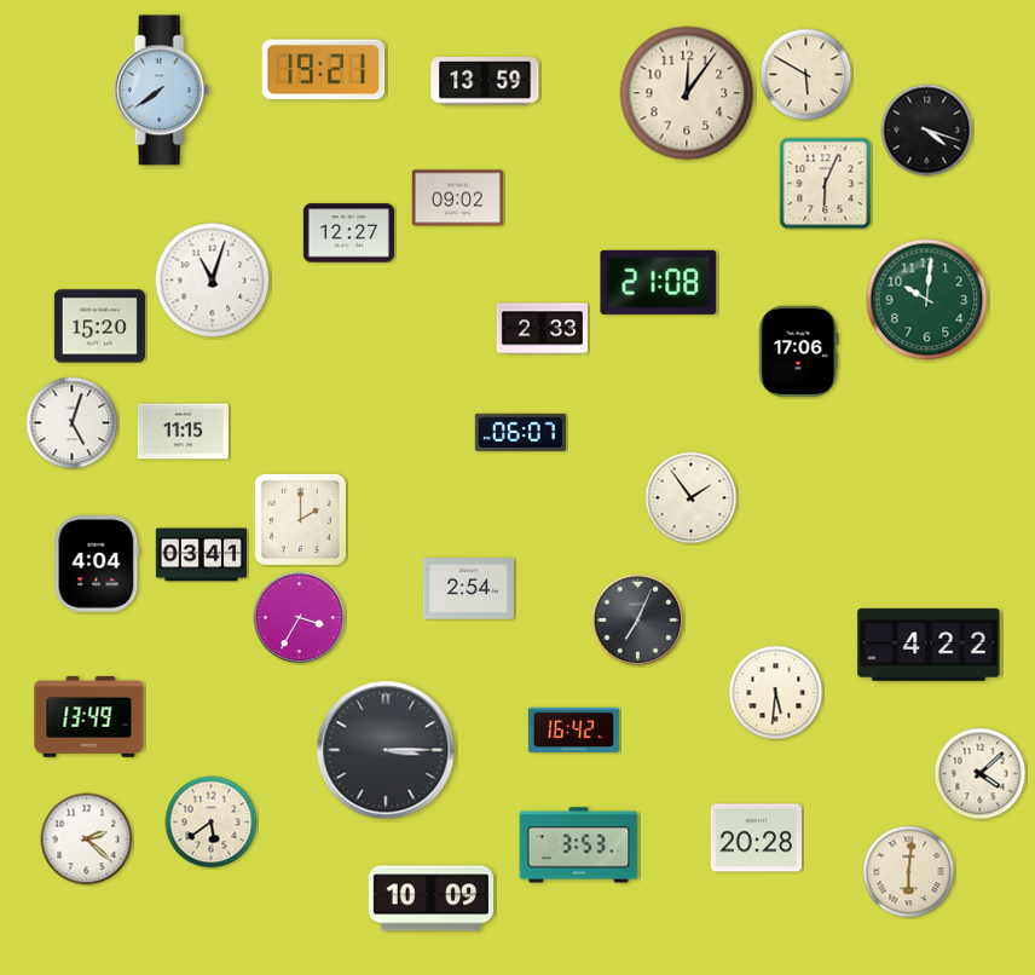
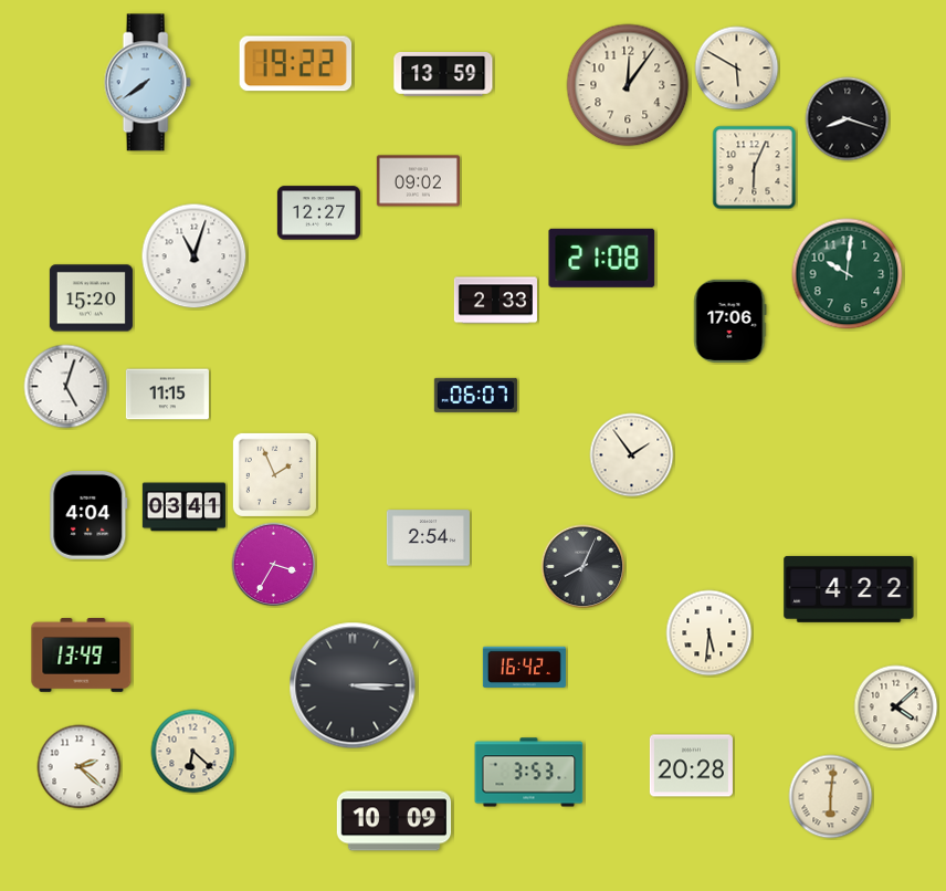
clock at (324, 70): 19:21 -> 19:22
clock at (927, 131): 4:18 -> 8:18
clock at (300, 519): 2:00 -> 1:56
clock at (638, 621): 7:04 -> 8:04
clock at (212, 823): 5:39 -> 6:22
